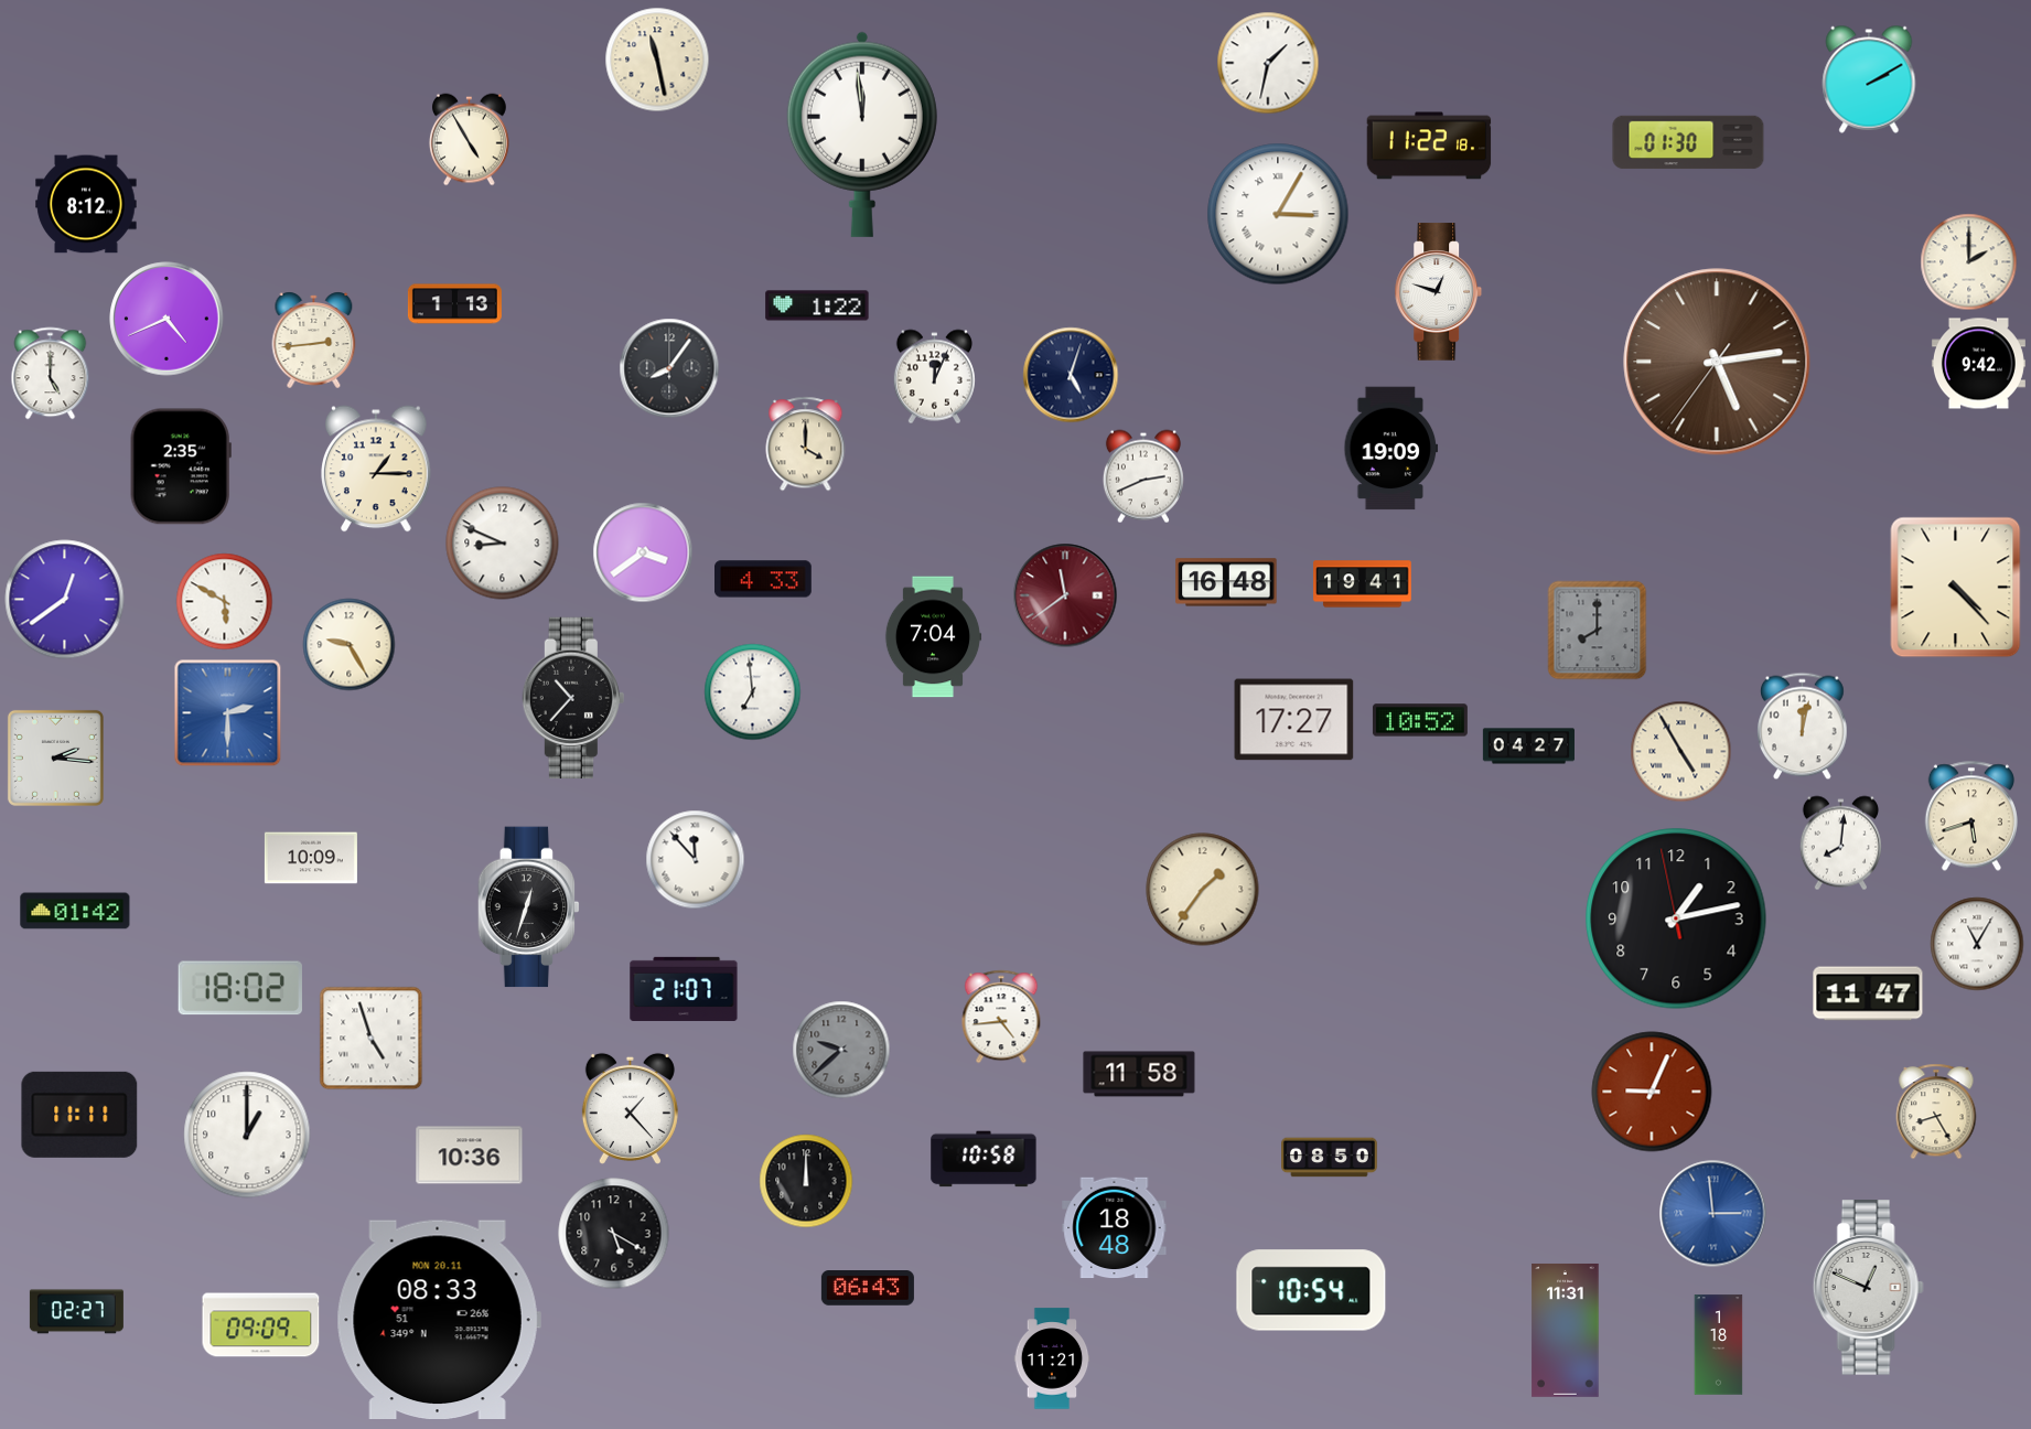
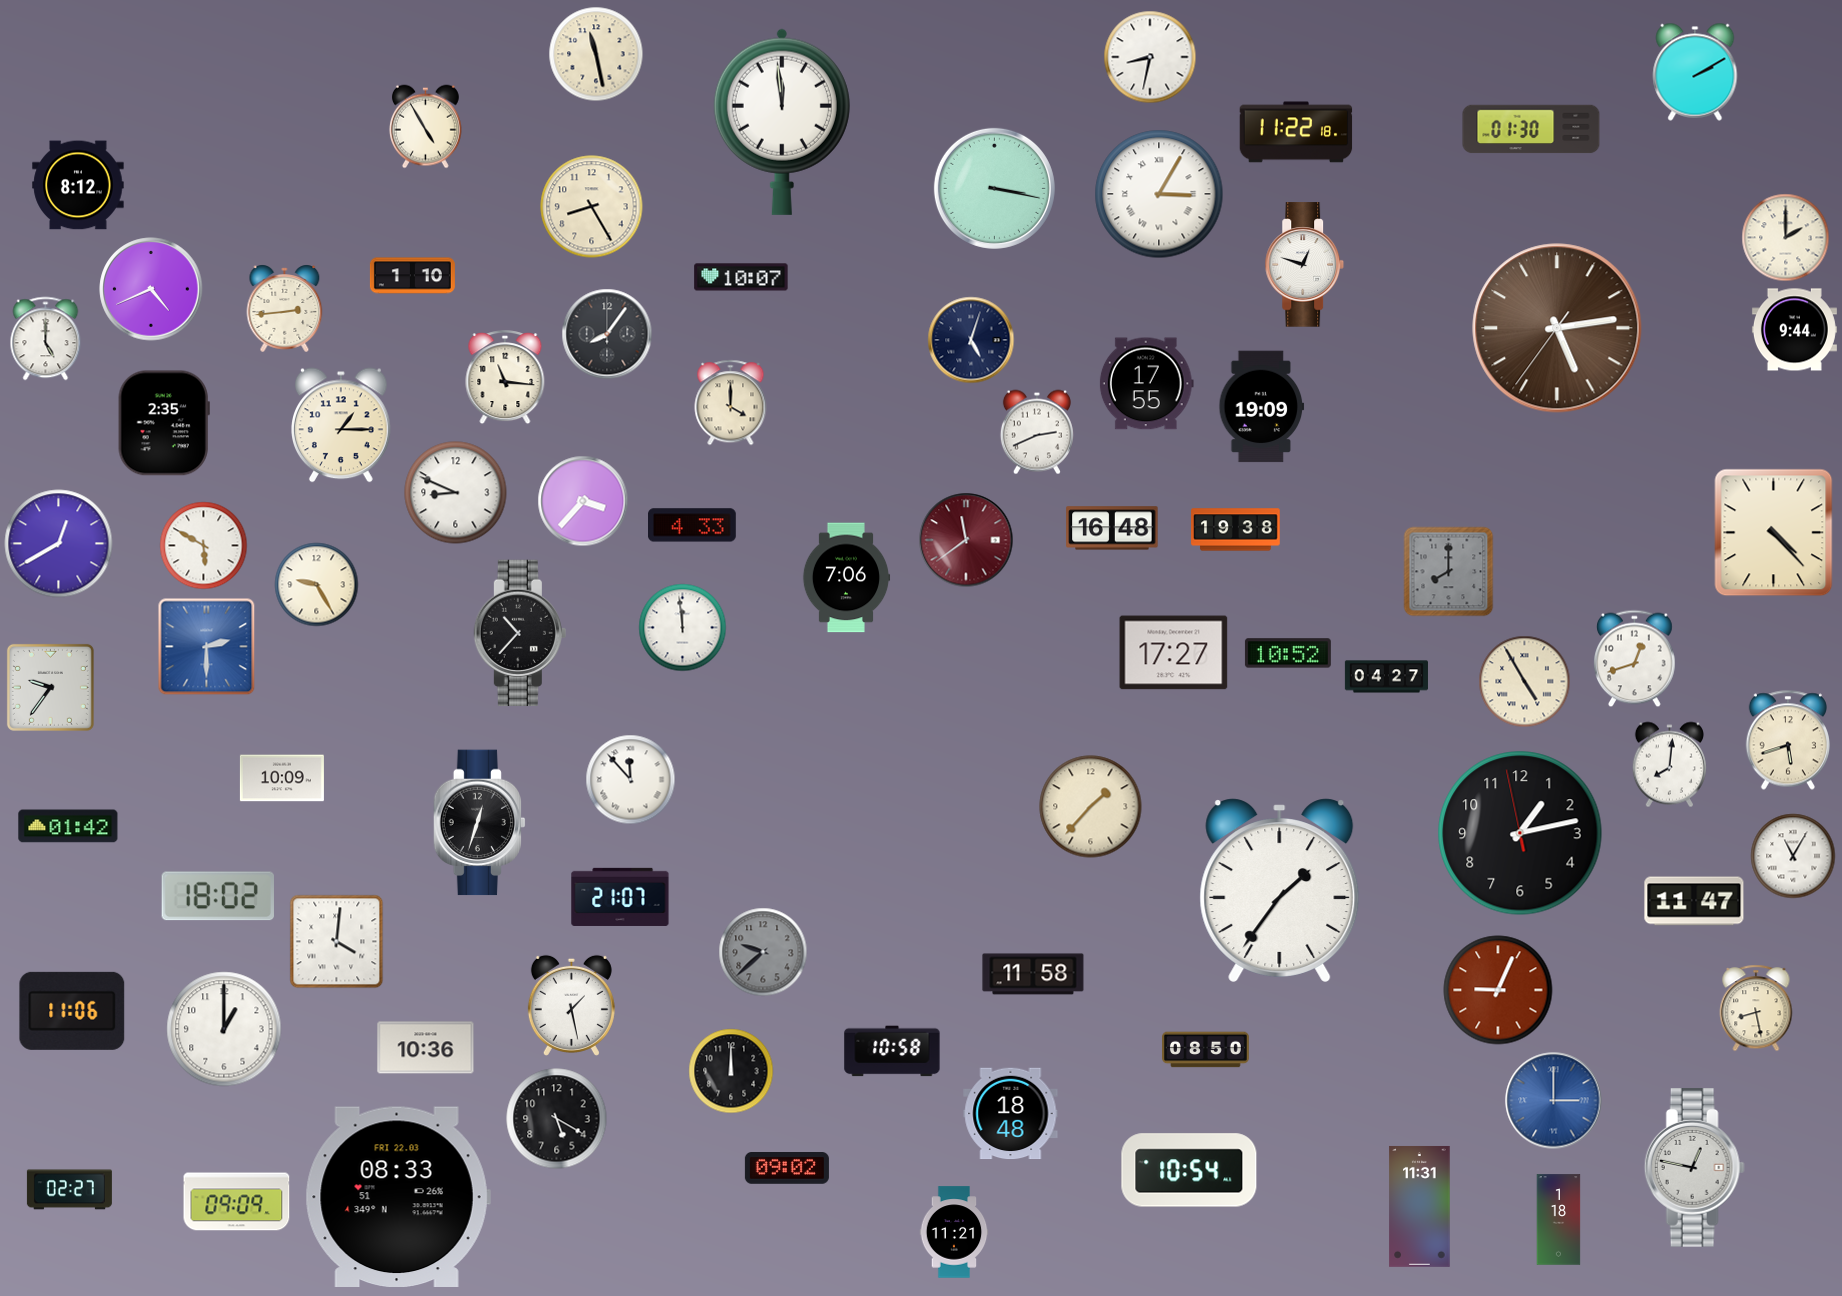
clock at (1268, 63): 1:32 -> 8:32
clock at (994, 188): none -> 3:17
clock at (592, 207): none -> 8:25
clock at (454, 304): 1:13 -> 1:10
clock at (817, 305): 1:22 -> 10:07
clock at (1978, 364): 9:42 -> 9:44
clock at (934, 377): 12:04 -> none
clock at (505, 378): none -> 11:16
clock at (1146, 384): none -> 17:55
clock at (643, 552): 3:39 -> 3:37
clock at (1363, 584): 19:41 -> 19:38
clock at (65, 600): 12:39 -> 12:40
clock at (933, 637): 7:04 -> 7:06
clock at (753, 692): 6:59 -> 11:59
clock at (1803, 727): 12:02 -> 12:42
clock at (55, 758): 2:16 -> 9:36
clock at (1203, 890): 1:36 -> 1:37
clock at (1280, 890): none -> 1:36
clock at (1001, 1017): 4:44 -> none
clock at (372, 1039): 4:57 -> 4:01
clock at (630, 1108): 1:23 -> 1:28
clock at (1936, 1111): 8:25 -> 8:28
clock at (79, 1115): 11:11 -> 11:06
clock at (1713, 1214): 2:59 -> 3:00
clock at (1868, 1288): 12:49 -> 12:47
clock at (868, 1289): 06:43 -> 09:02
clock at (439, 1319) date: MON 20.11 -> FRI 22.03
